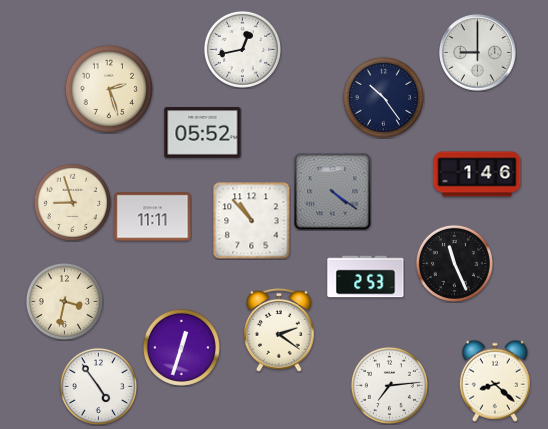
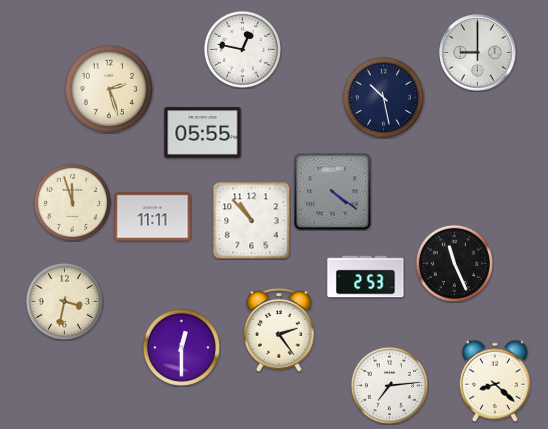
clock at (242, 49): 12:43 -> 12:47
clock at (383, 97): 10:24 -> 10:28
clock at (203, 133): 05:52 -> 05:55
clock at (477, 174): 1:46 -> none
clock at (72, 202): 8:57 -> 11:57
clock at (280, 330): 2:21 -> 2:24
clock at (181, 347): 12:33 -> 12:30
clock at (98, 386): 4:54 -> none
